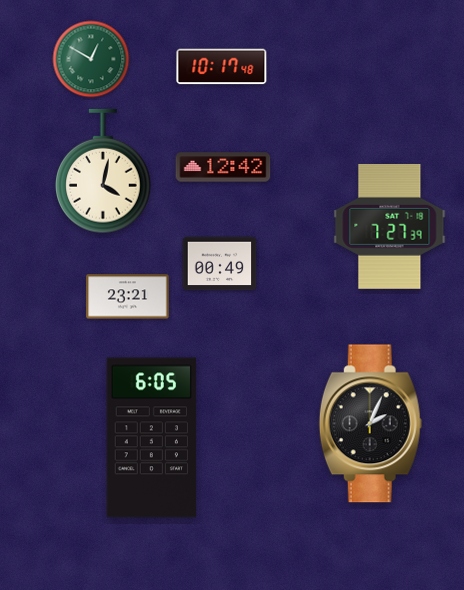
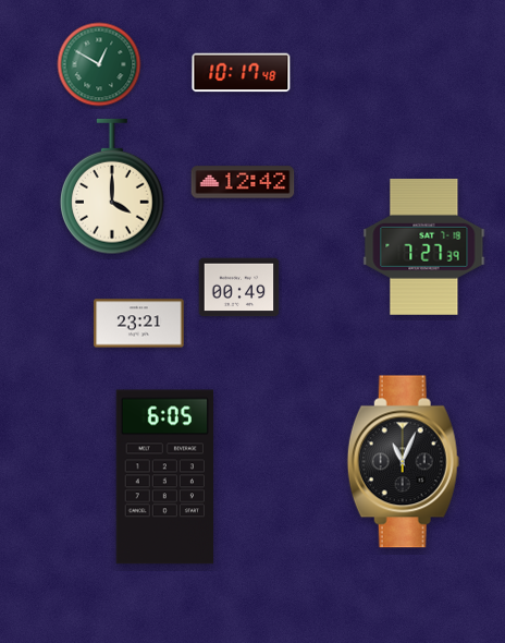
clock at (103, 171): 4:02 -> 4:00
clock at (370, 424): 2:04 -> 11:04
